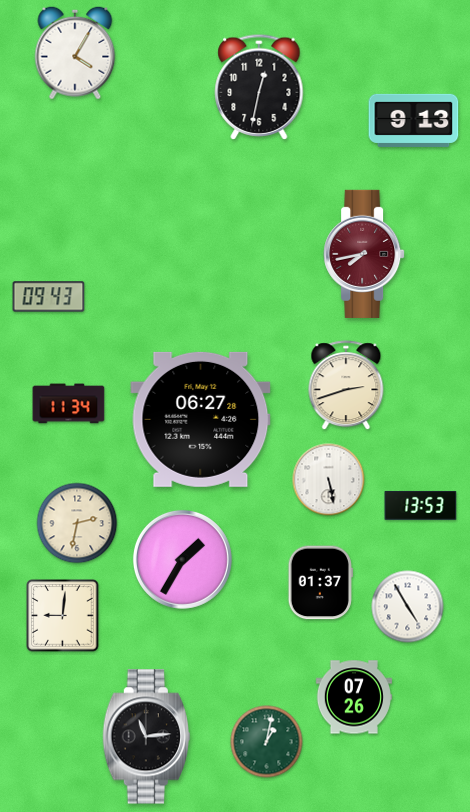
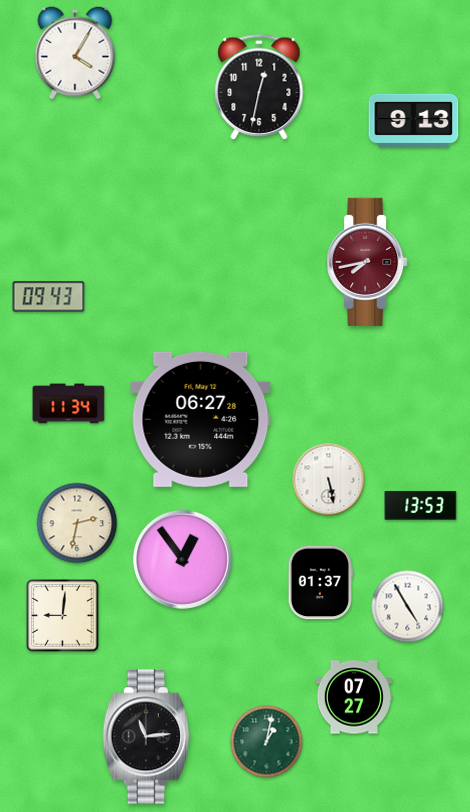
clock at (364, 254) position: (364, 254) -> (367, 262)
clock at (346, 386): 2:42 -> none
clock at (182, 559): 1:35 -> 12:54
clock at (354, 697): 07:26 -> 07:27
